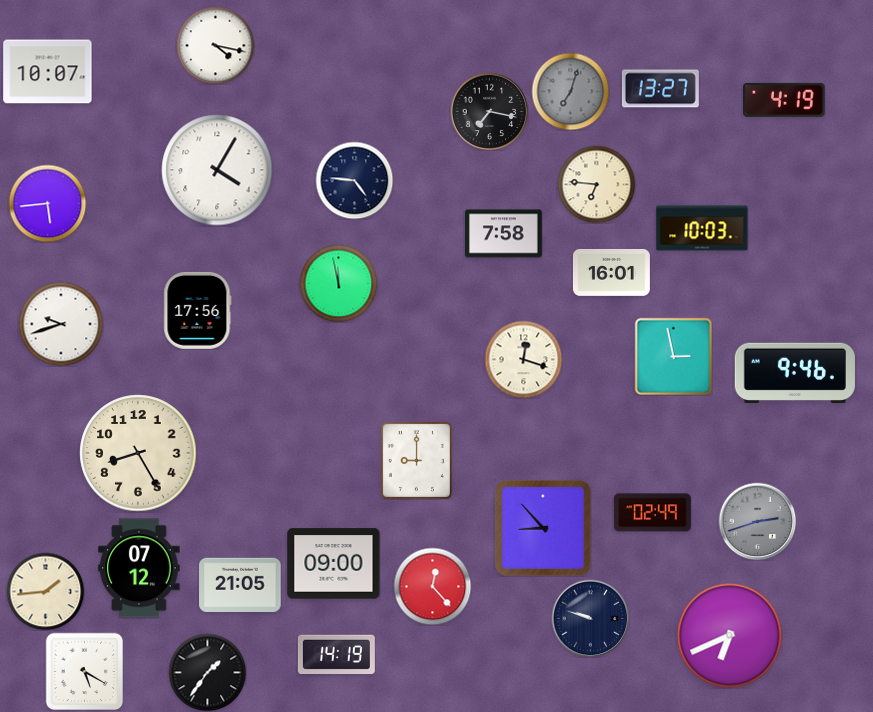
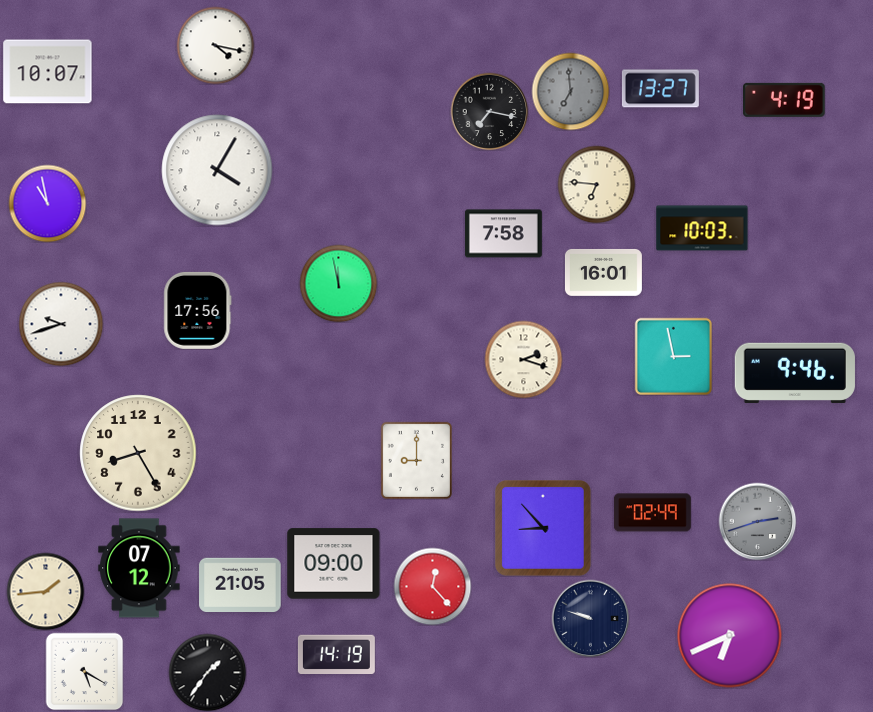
clock at (570, 91): 7:03 -> 6:59
clock at (354, 180): 4:46 -> none
clock at (47, 203): 5:44 -> 10:58
clock at (611, 272) position: (611, 272) -> (603, 272)
clock at (523, 359): 12:18 -> 2:18
